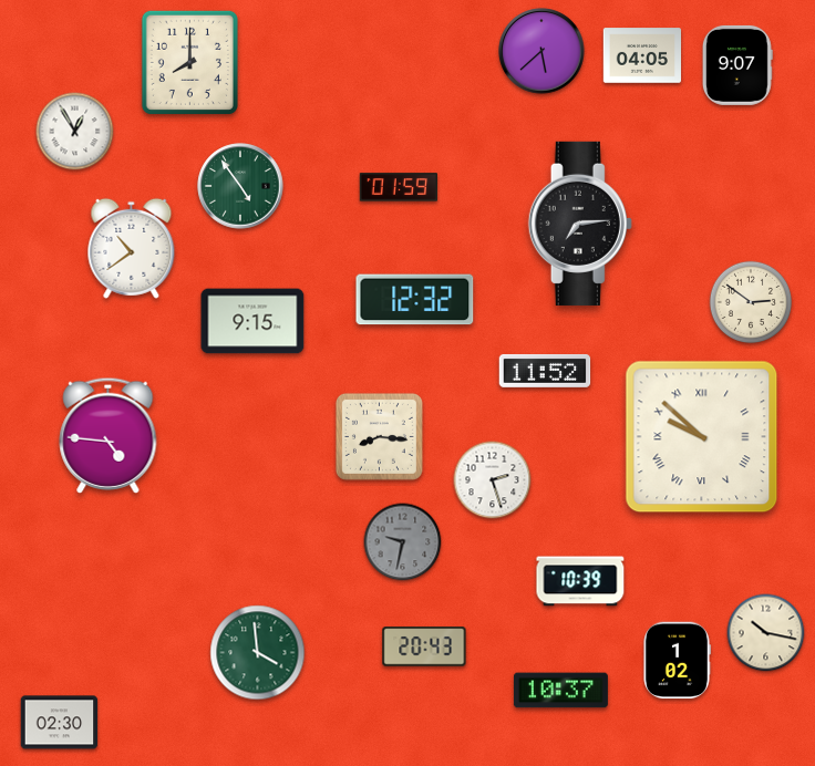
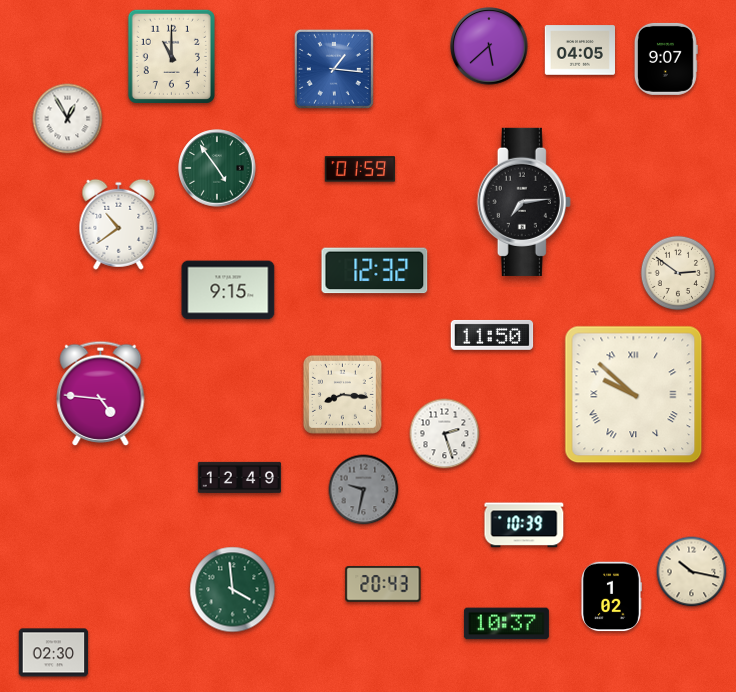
clock at (189, 62): 8:00 -> 11:00
clock at (334, 69): none -> 1:16
clock at (545, 371): 11:52 -> 11:50
clock at (109, 435) position: (109, 435) -> (101, 393)
clock at (240, 477): none -> 12:49
